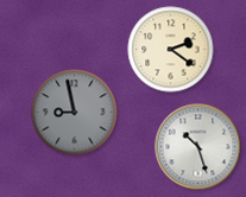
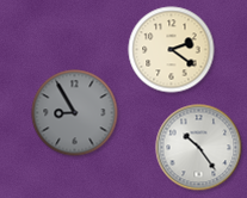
clock at (75, 113): 8:58 -> 8:55
clock at (198, 147): 10:27 -> 10:24
